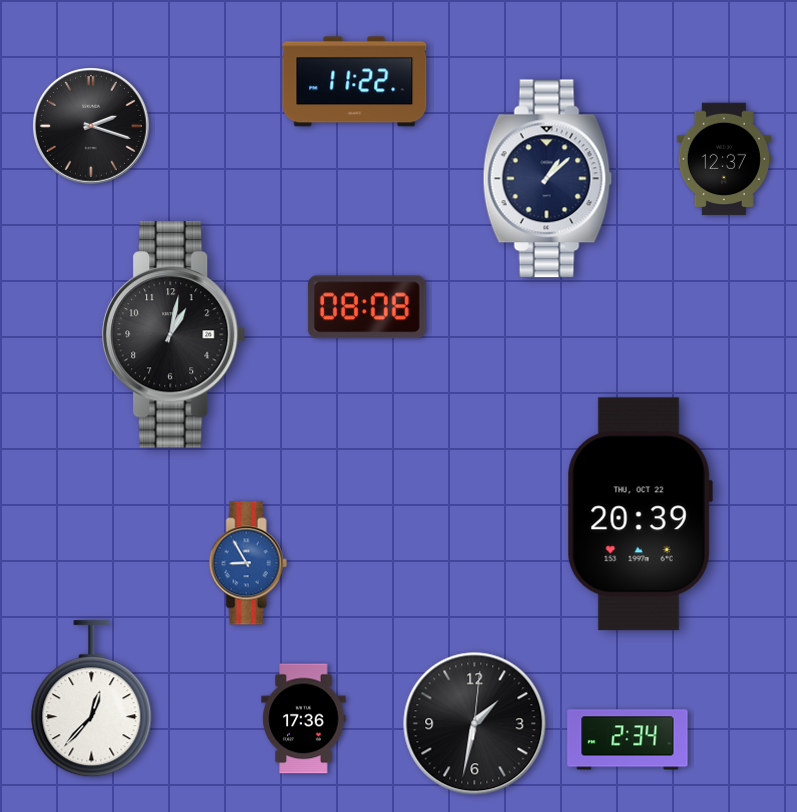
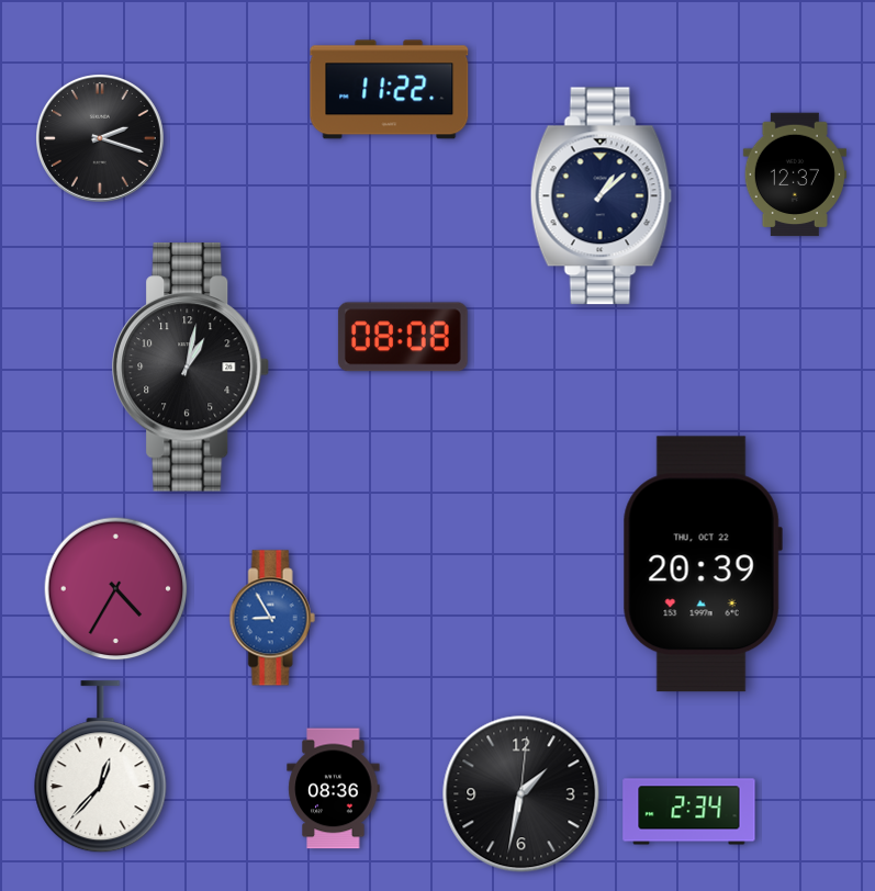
clock at (116, 589): none -> 4:35
clock at (304, 719): 17:36 -> 08:36
